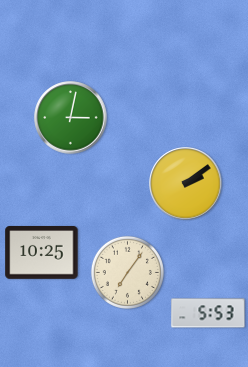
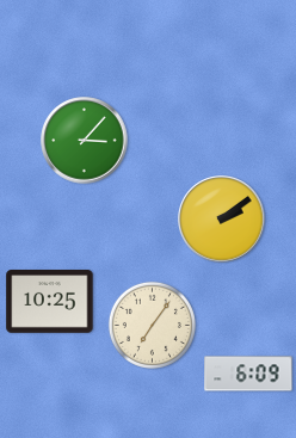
clock at (71, 118): 3:02 -> 3:07
clock at (208, 313): 5:53 -> 6:09
